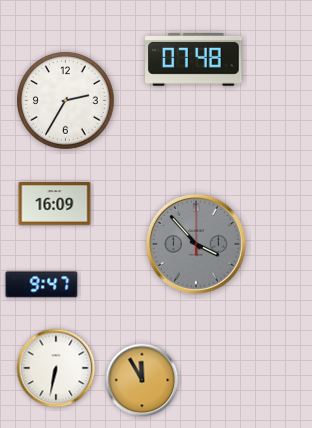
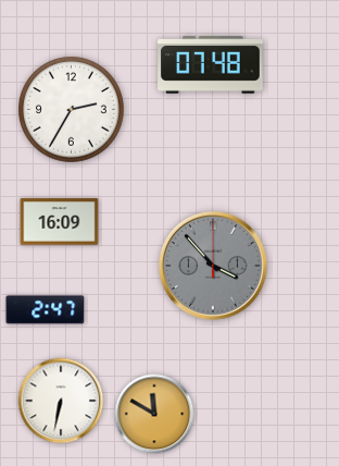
clock at (42, 285): 9:47 -> 2:47
clock at (142, 380): 11:55 -> 11:50
